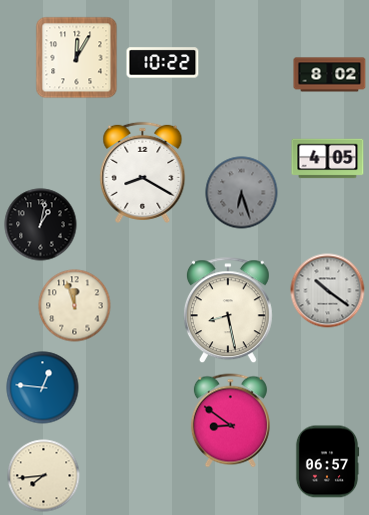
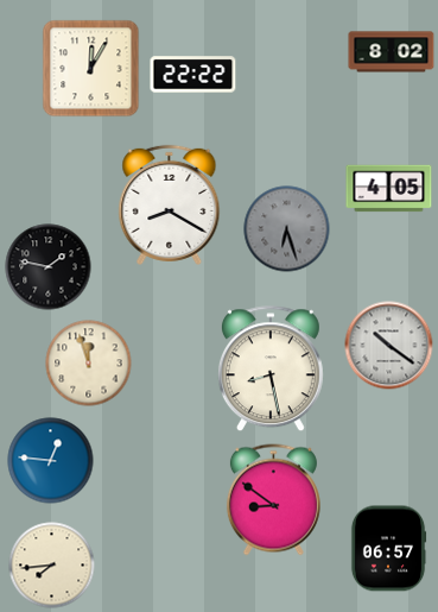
clock at (163, 63): 10:22 -> 22:22
clock at (330, 75) position: (330, 75) -> (392, 52)
clock at (41, 225): 1:02 -> 1:47
